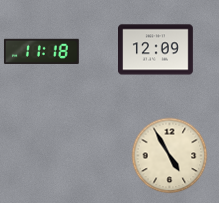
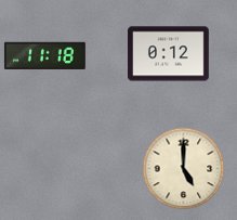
clock at (156, 50): 12:09 -> 0:12
clock at (170, 156): 4:55 -> 5:00
